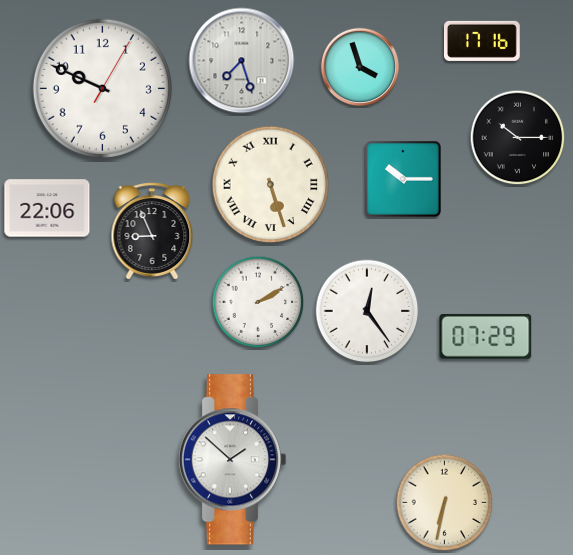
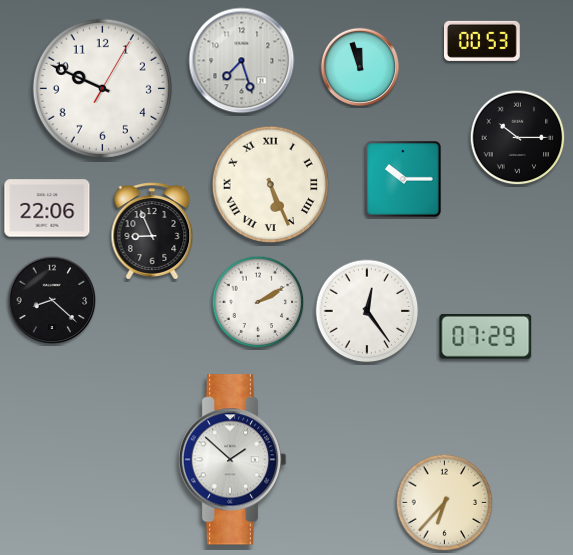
clock at (483, 41): 17:16 -> 00:53
clock at (360, 67): 3:57 -> 11:57
clock at (270, 184): 5:27 -> 5:26
clock at (52, 300): none -> 8:22
clock at (445, 503): 6:32 -> 6:37
